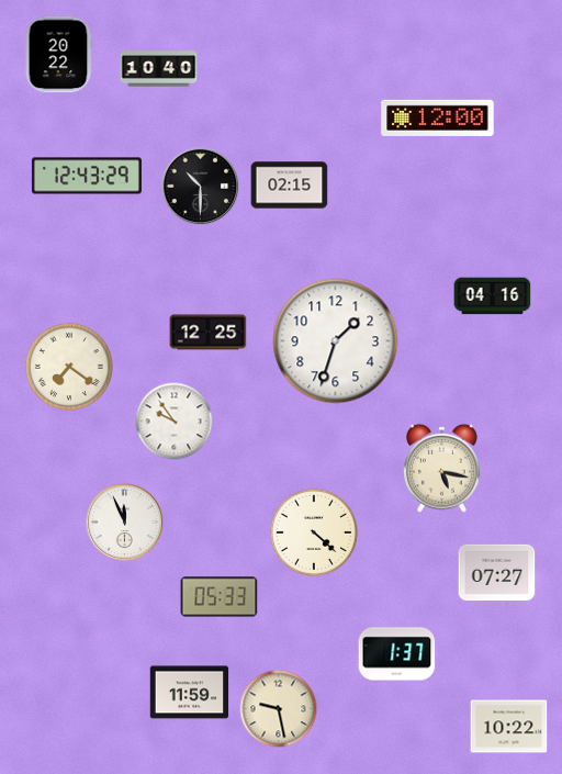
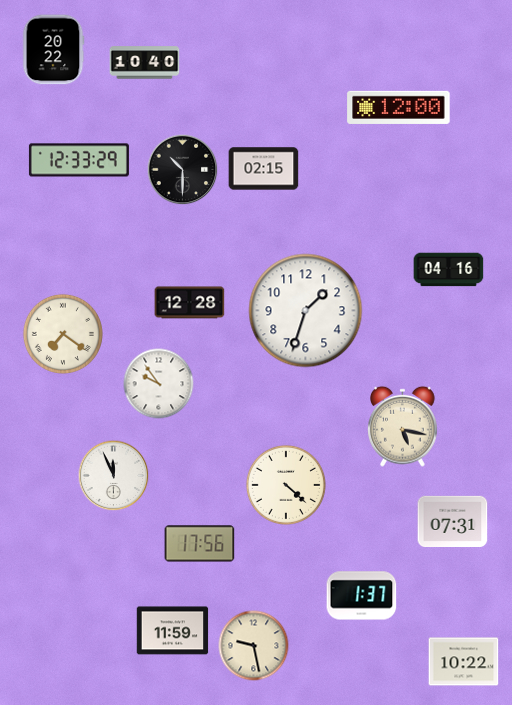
clock at (87, 176): 12:43 -> 12:33
clock at (209, 333): 12:25 -> 12:28
clock at (497, 572): 07:27 -> 07:31
clock at (220, 597): 05:33 -> 17:56
